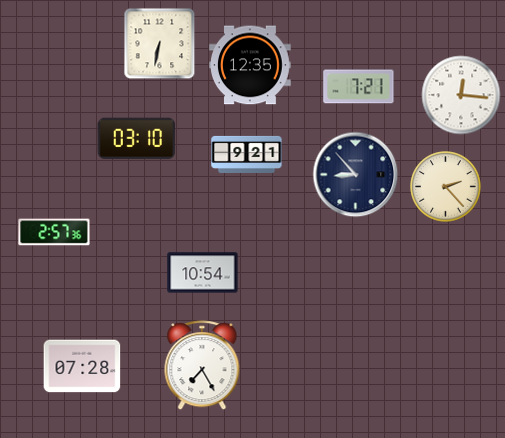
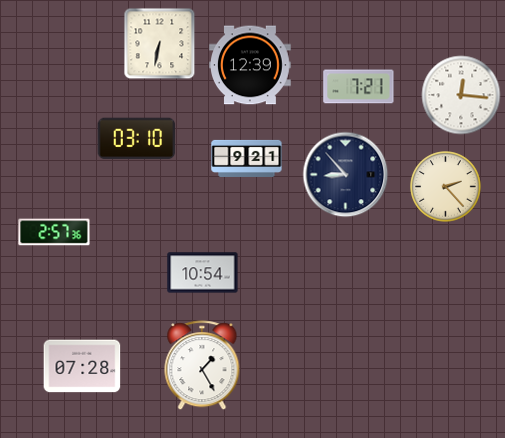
clock at (251, 65): 12:35 -> 12:39
clock at (247, 154) position: (247, 154) -> (247, 158)
clock at (356, 175) position: (356, 175) -> (346, 175)
clock at (202, 366): 7:25 -> 1:25
